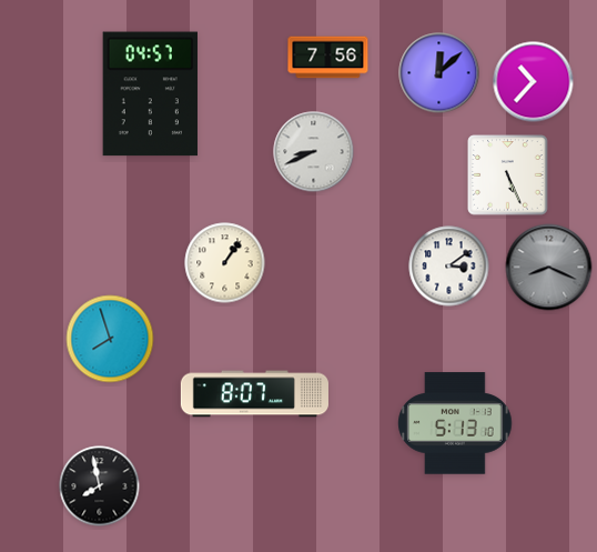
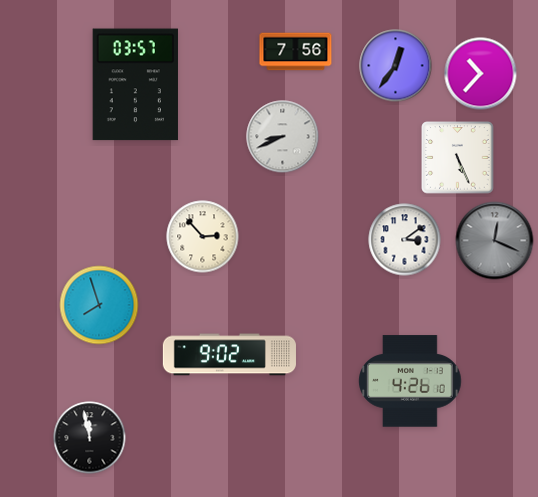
clock at (439, 73): 12:08 -> 12:36
clock at (150, 94): 04:57 -> 03:57
clock at (225, 263): 1:06 -> 2:53
clock at (549, 268): 8:19 -> 12:19
clock at (254, 394): 8:07 -> 9:02
clock at (455, 423): 5:13 -> 4:26
clock at (100, 486): 7:58 -> 11:58
